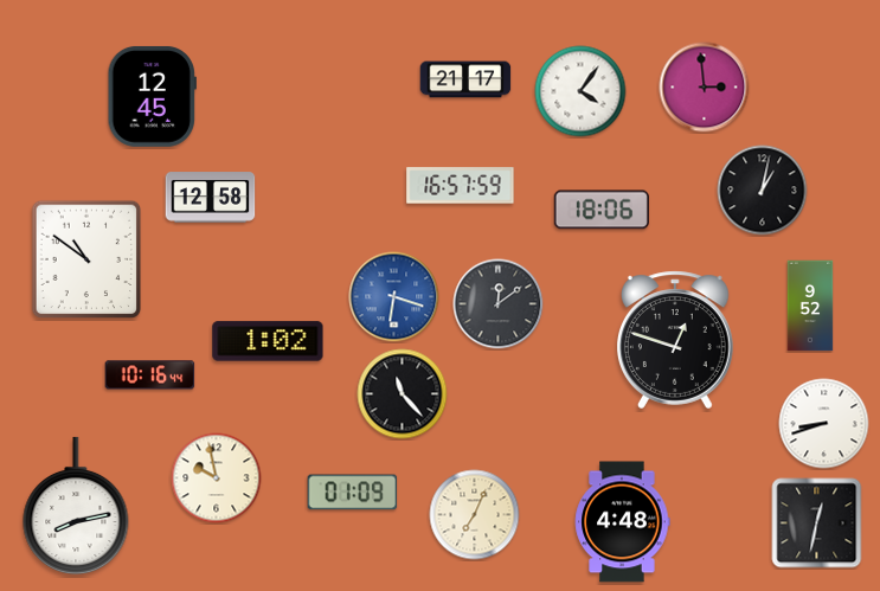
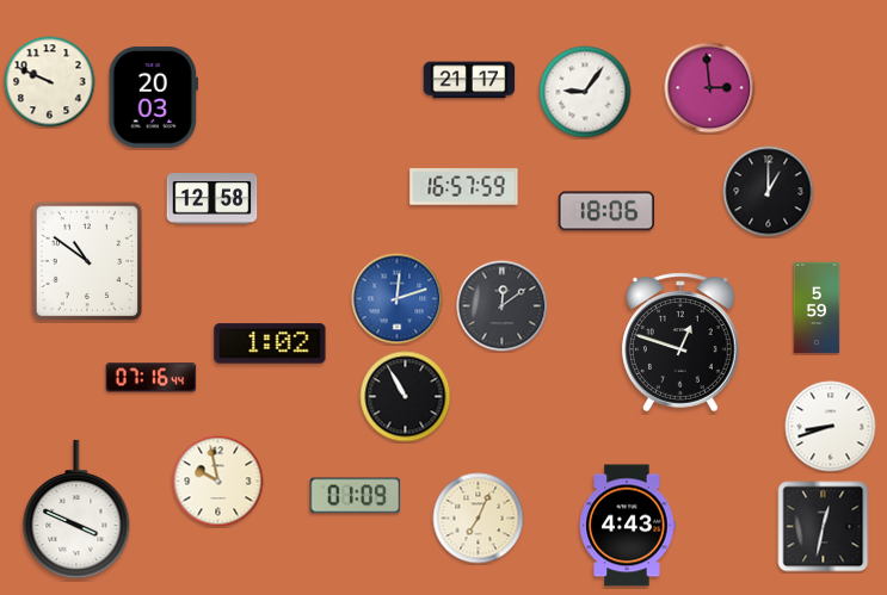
clock at (50, 82): none -> 9:49
clock at (580, 91): 4:06 -> 9:06
clock at (152, 96): 12:45 -> 20:03
clock at (763, 191): 1:02 -> 1:00
clock at (394, 297): 6:18 -> 12:12
clock at (810, 306): 9:52 -> 5:59
clock at (150, 375): 10:16 -> 07:16
clock at (403, 394): 11:23 -> 10:55
clock at (76, 506): 8:13 -> 3:49
clock at (622, 522): 4:48 -> 4:43
